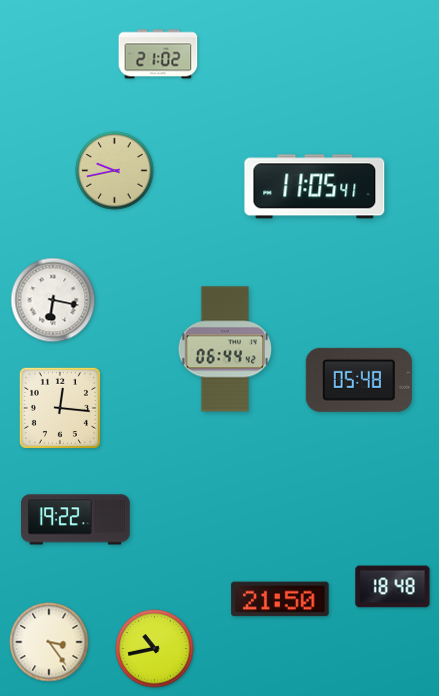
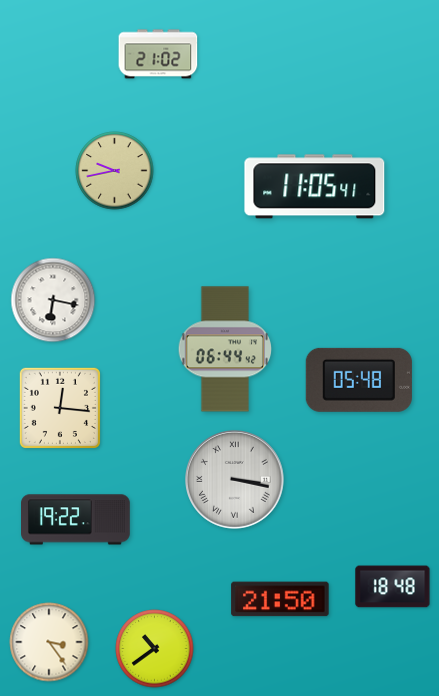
clock at (235, 480): none -> 3:17
clock at (155, 649): 10:43 -> 10:39
